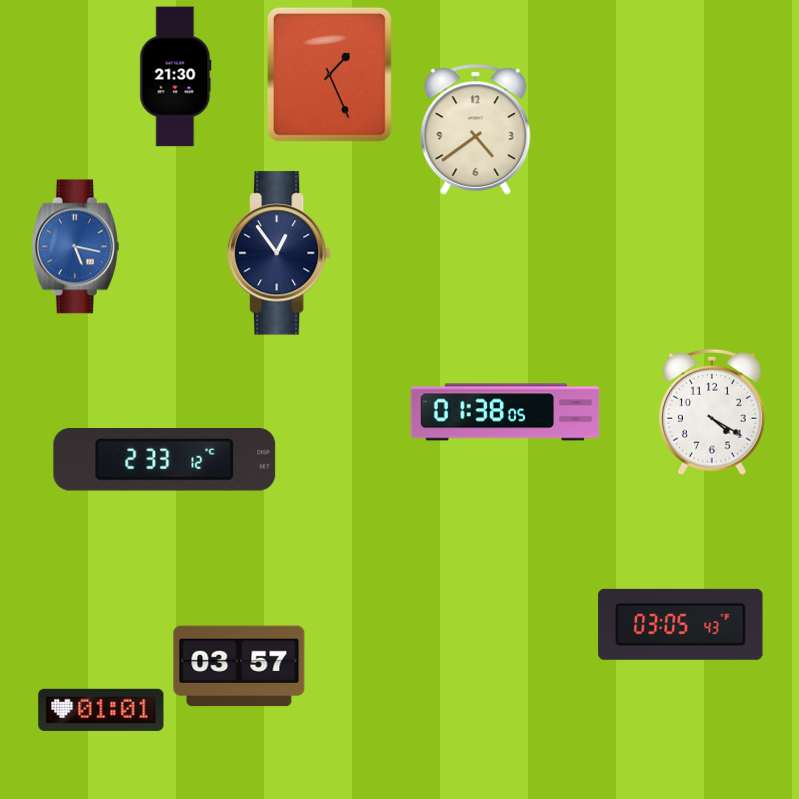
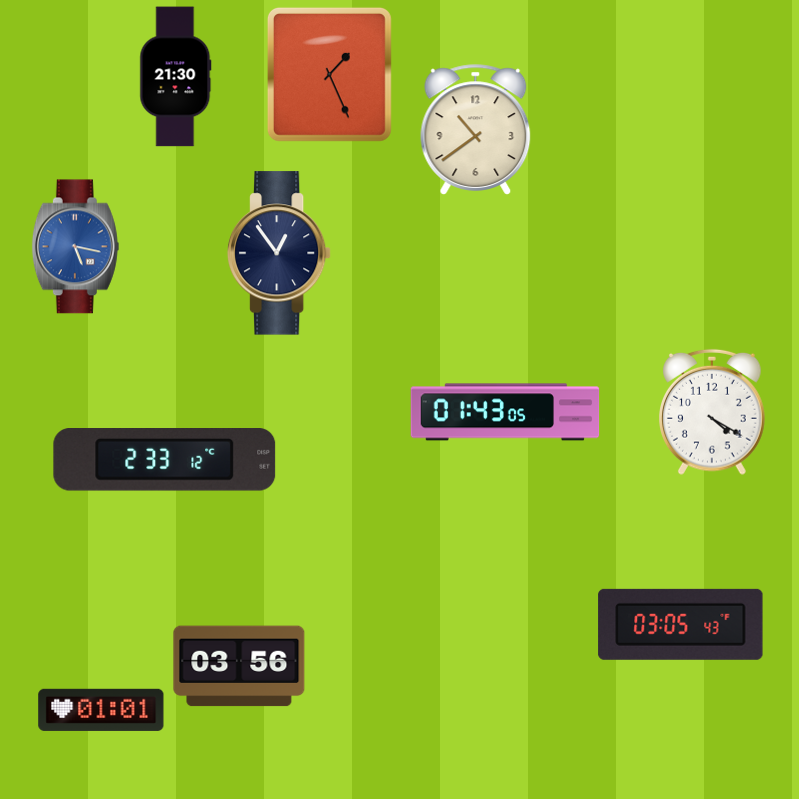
clock at (476, 130): 4:39 -> 10:39
clock at (505, 412): 01:38 -> 01:43
clock at (239, 666): 03:57 -> 03:56
